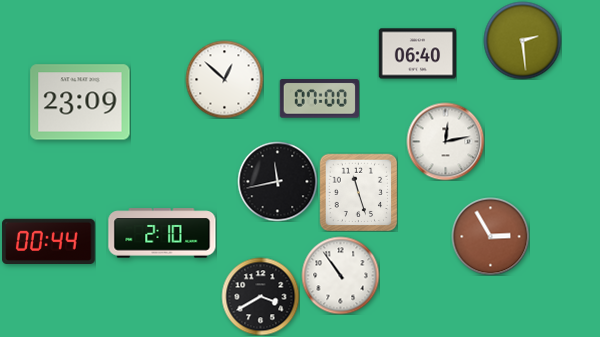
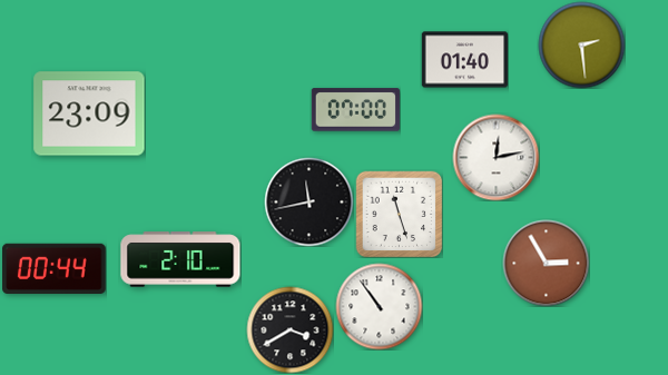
clock at (417, 54): 06:40 -> 01:40
clock at (224, 79): 12:52 -> none
